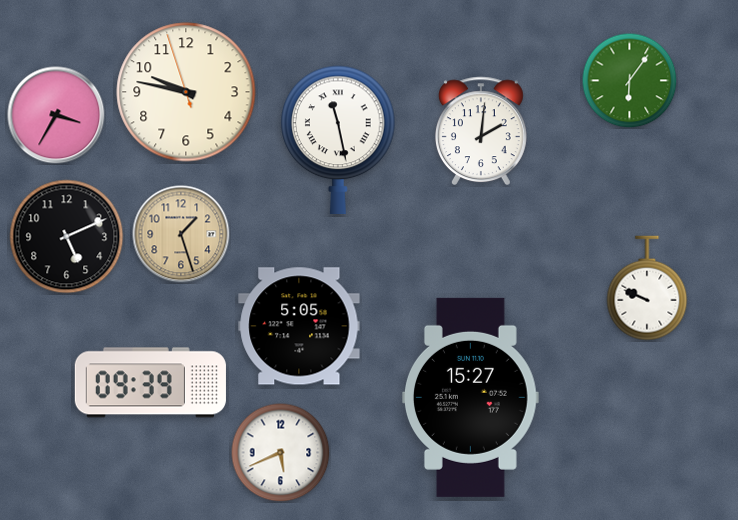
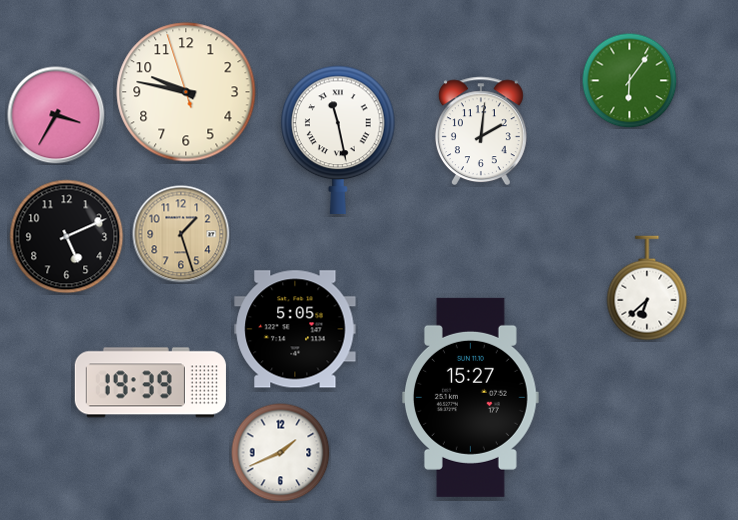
clock at (647, 288): 9:49 -> 6:38
clock at (299, 326) position: (299, 326) -> (295, 329)
clock at (150, 383): 09:39 -> 19:39
clock at (281, 453): 5:41 -> 1:41
